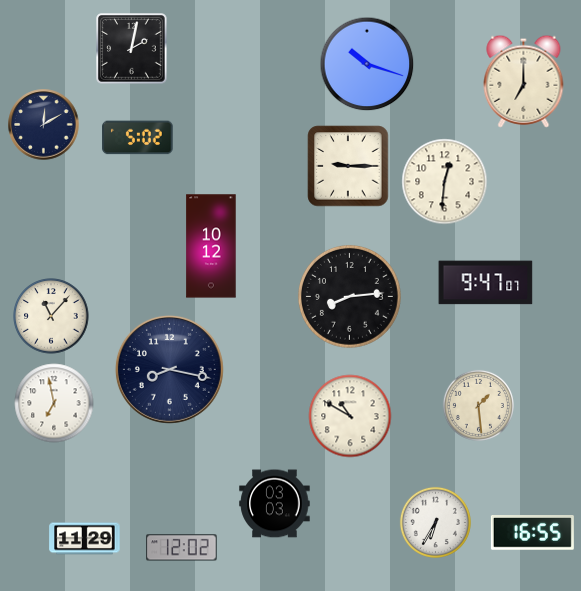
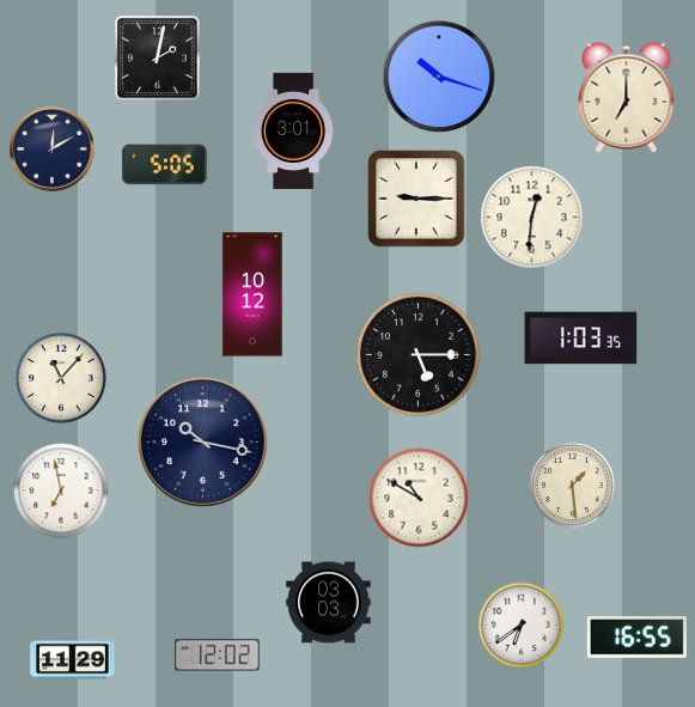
clock at (294, 130): none -> 3:01
clock at (138, 138): 5:02 -> 5:05
clock at (486, 283): 9:47 -> 1:03
clock at (349, 296): 8:14 -> 5:15
clock at (169, 369): 8:17 -> 10:17
clock at (54, 403) position: (54, 403) -> (61, 490)
clock at (435, 522): 6:35 -> 6:39
clock at (85, 539) position: (85, 539) -> (73, 660)
